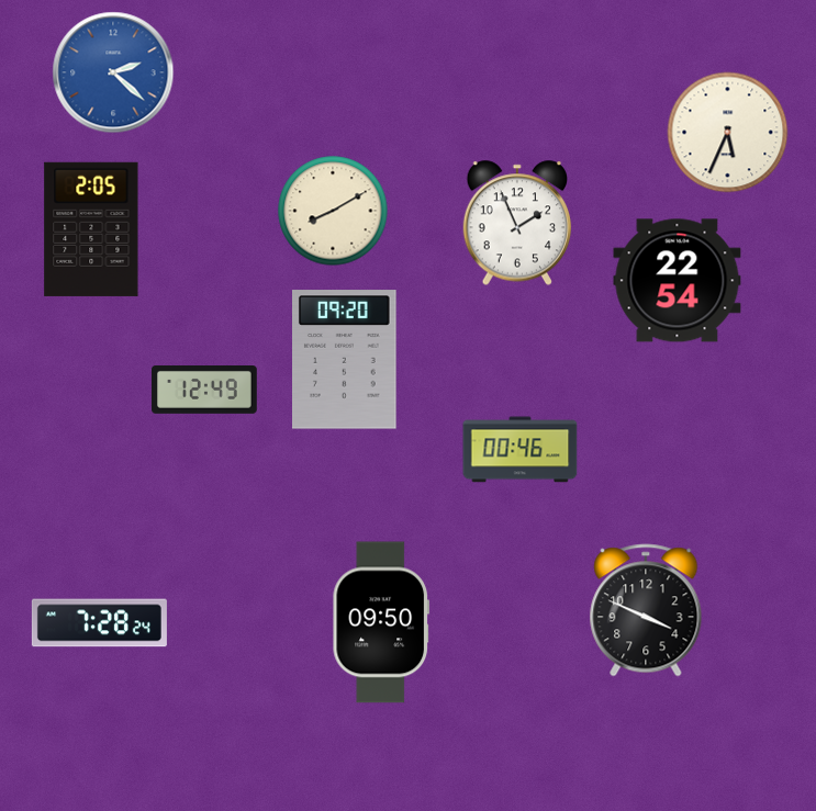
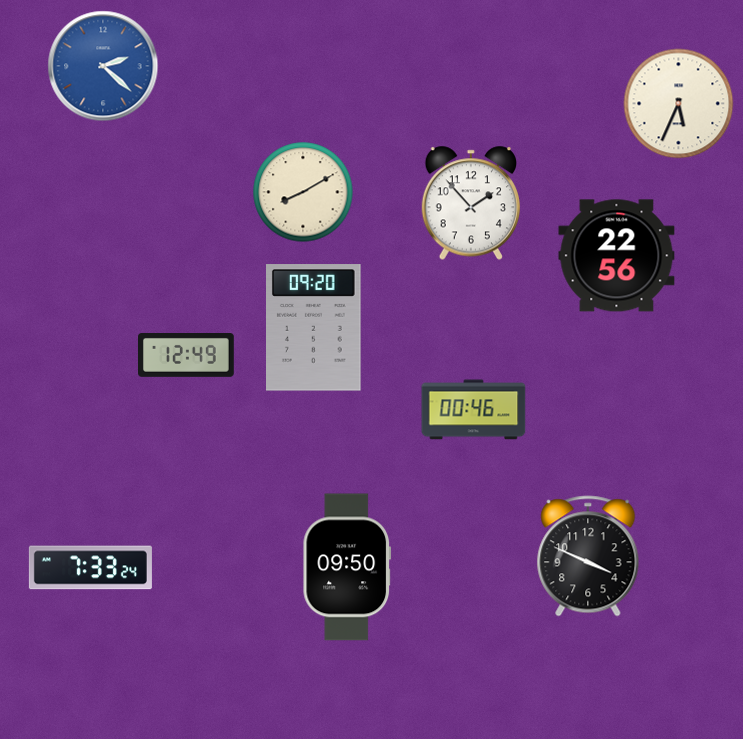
clock at (728, 133) position: (728, 133) -> (679, 104)
clock at (516, 223): 1:56 -> 1:53
clock at (91, 229): 2:05 -> none
clock at (678, 281): 22:54 -> 22:56
clock at (99, 623): 7:28 -> 7:33
